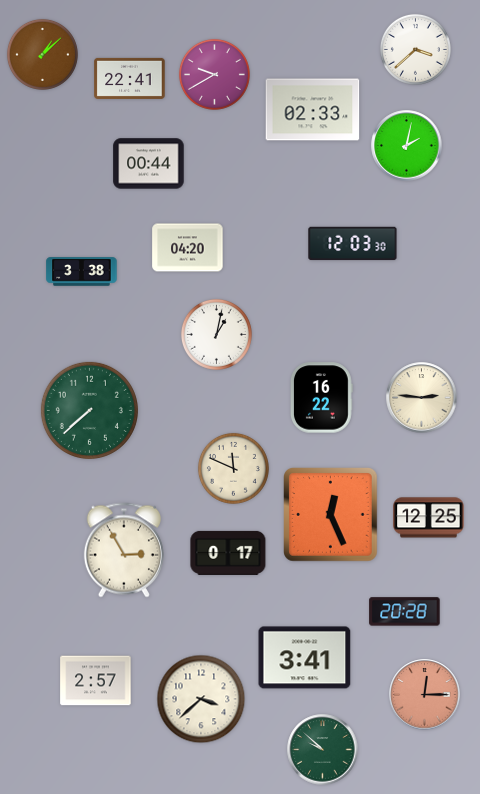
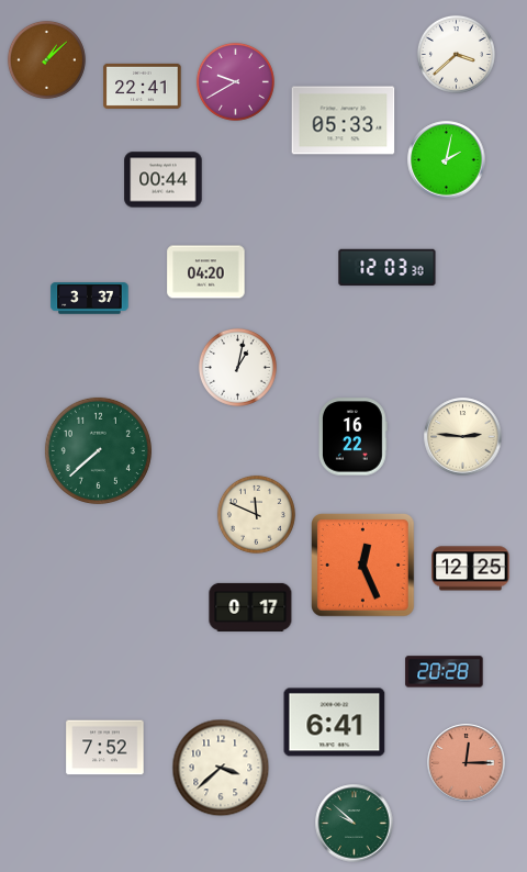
clock at (313, 110): 02:33 -> 05:33
clock at (82, 272): 3:38 -> 3:37
clock at (124, 550): 2:55 -> none
clock at (305, 658): 3:41 -> 6:41
clock at (96, 681): 2:57 -> 7:52
